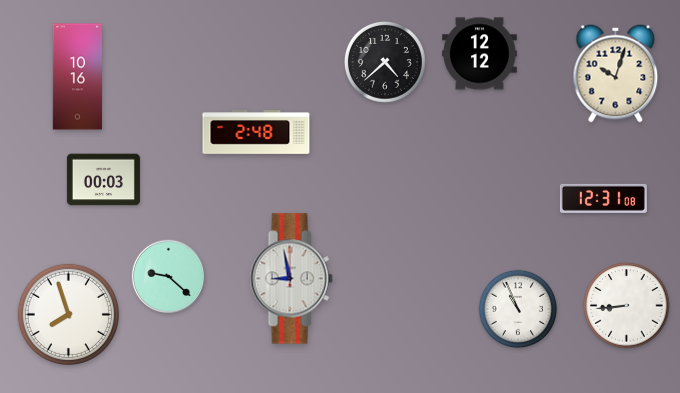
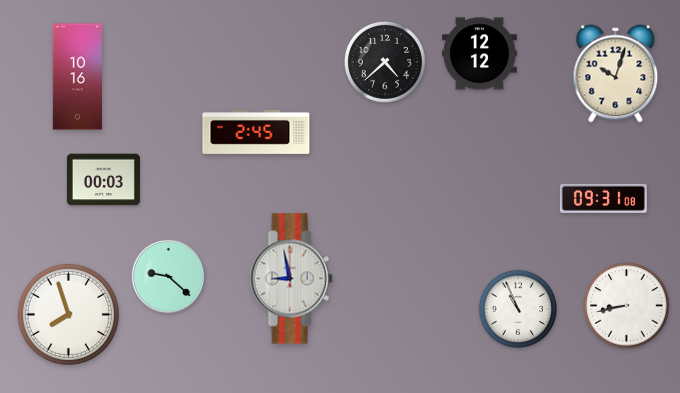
clock at (256, 133): 2:48 -> 2:45
clock at (603, 198): 12:31 -> 09:31
clock at (627, 306): 8:44 -> 8:43
